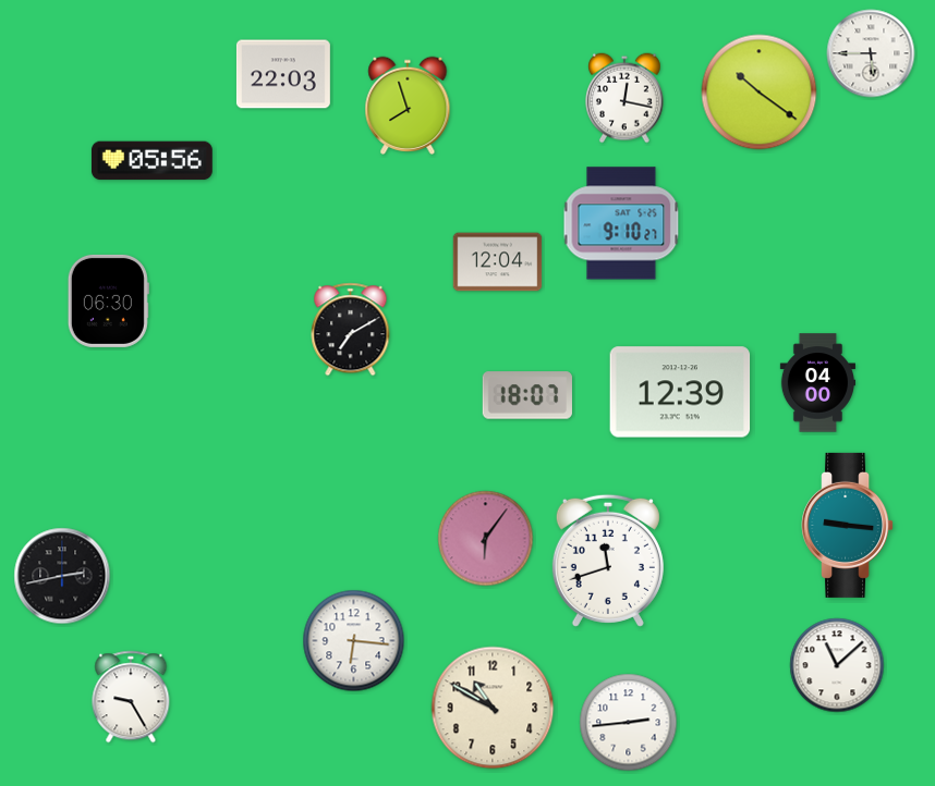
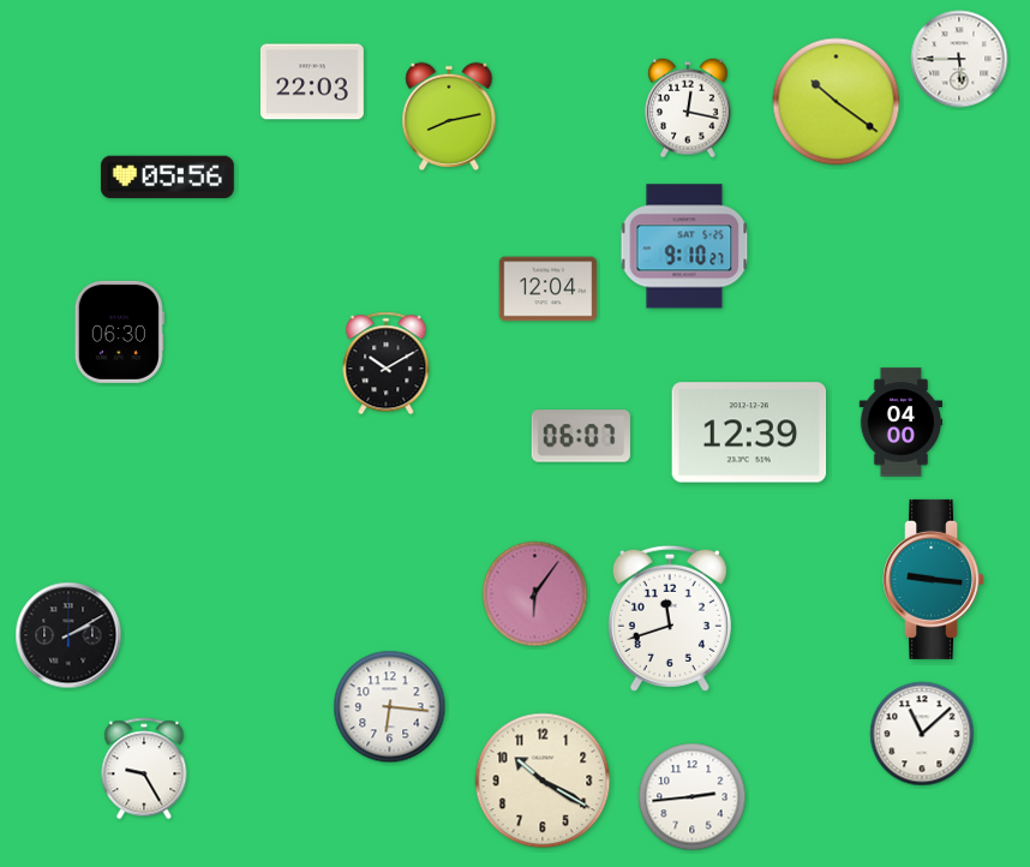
clock at (408, 106): 7:57 -> 8:13
clock at (351, 330): 7:10 -> 10:10
clock at (527, 395): 18:07 -> 06:07
clock at (62, 576): 2:43 -> 2:10
clock at (493, 708): 10:50 -> 10:20
